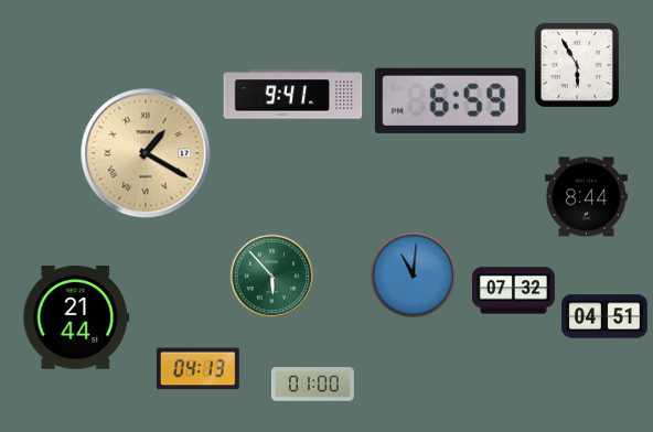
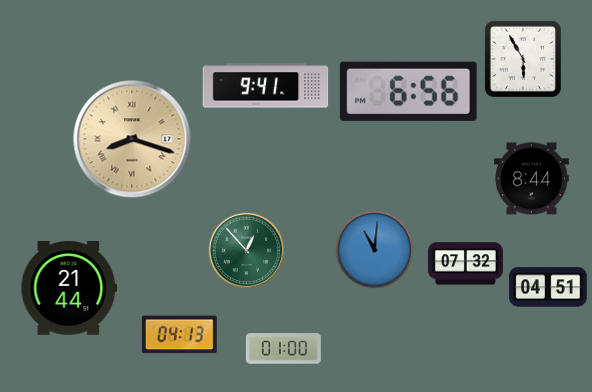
clock at (450, 100): 6:59 -> 6:56
clock at (146, 153): 1:20 -> 8:18
clock at (272, 277): 5:53 -> 12:53
